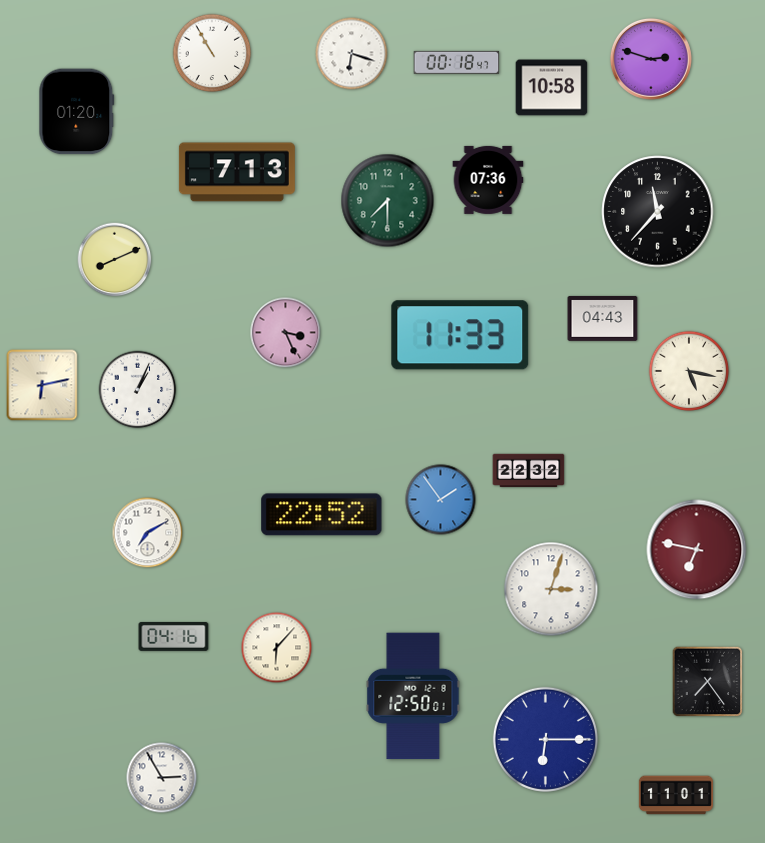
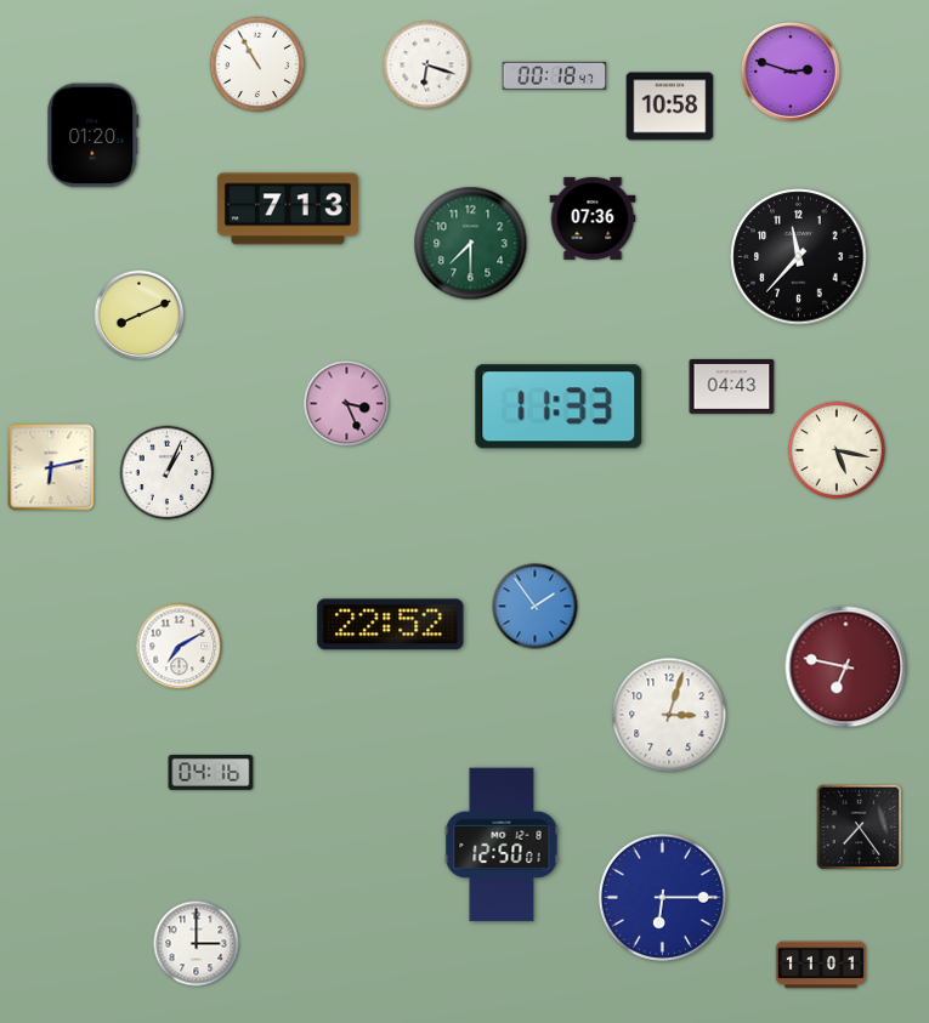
clock at (529, 471): 22:32 -> none
clock at (277, 648): 6:07 -> none
clock at (162, 778): 2:55 -> 3:00
